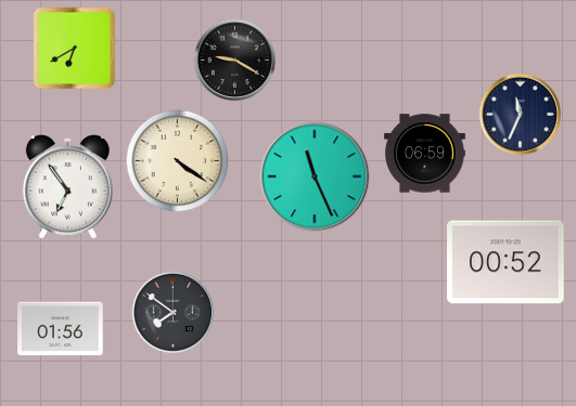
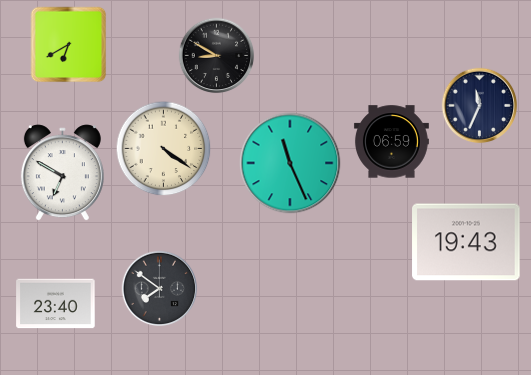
clock at (235, 61): 9:20 -> 8:50
clock at (67, 187): 6:54 -> 6:50
clock at (505, 262): 00:52 -> 19:43
clock at (61, 329): 01:56 -> 23:40
